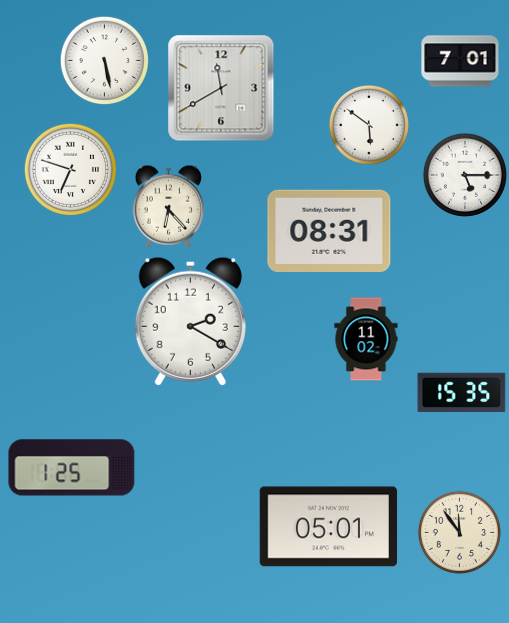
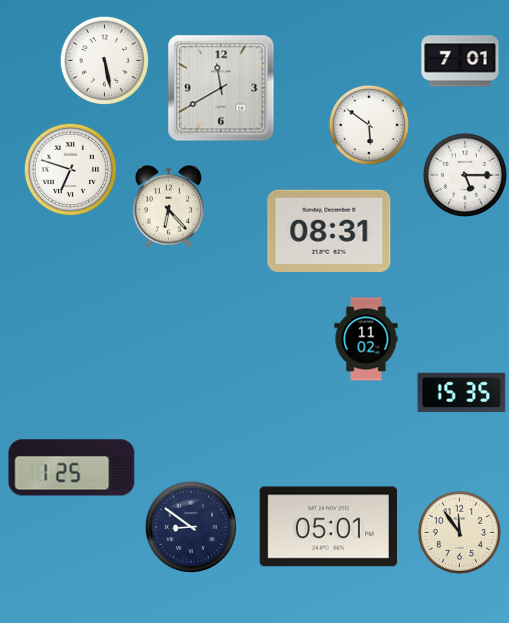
clock at (190, 321): 2:20 -> none
clock at (190, 526): none -> 8:51
